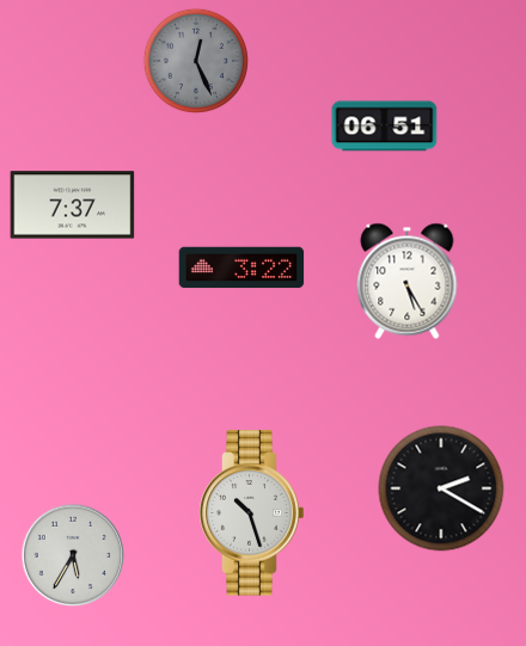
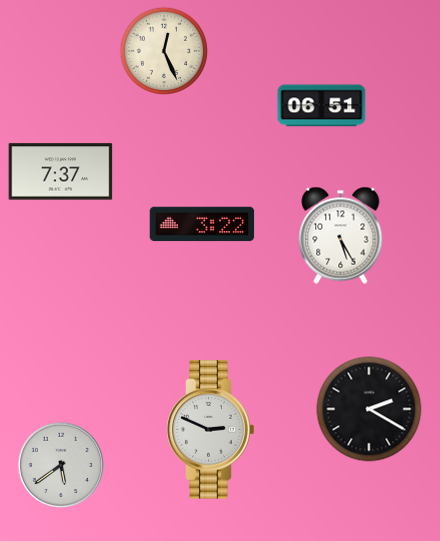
clock at (195, 60) dial: grey -> cream
clock at (252, 513): 10:27 -> 2:49
clock at (73, 555): 5:35 -> 5:39
